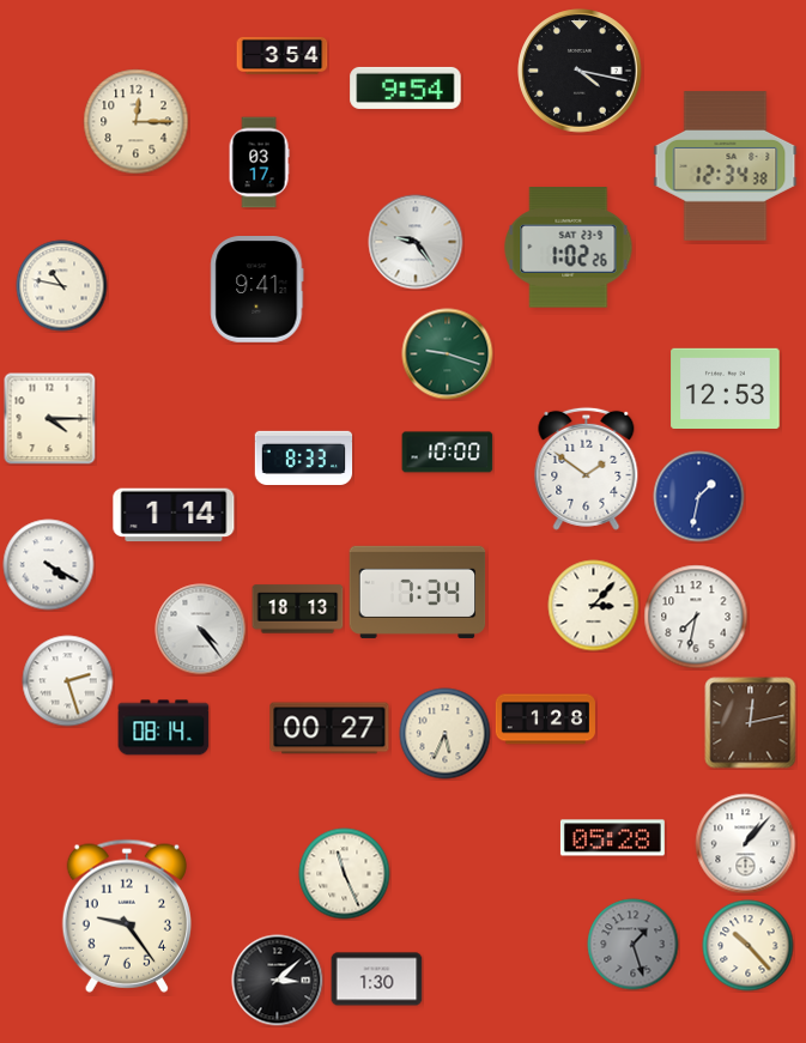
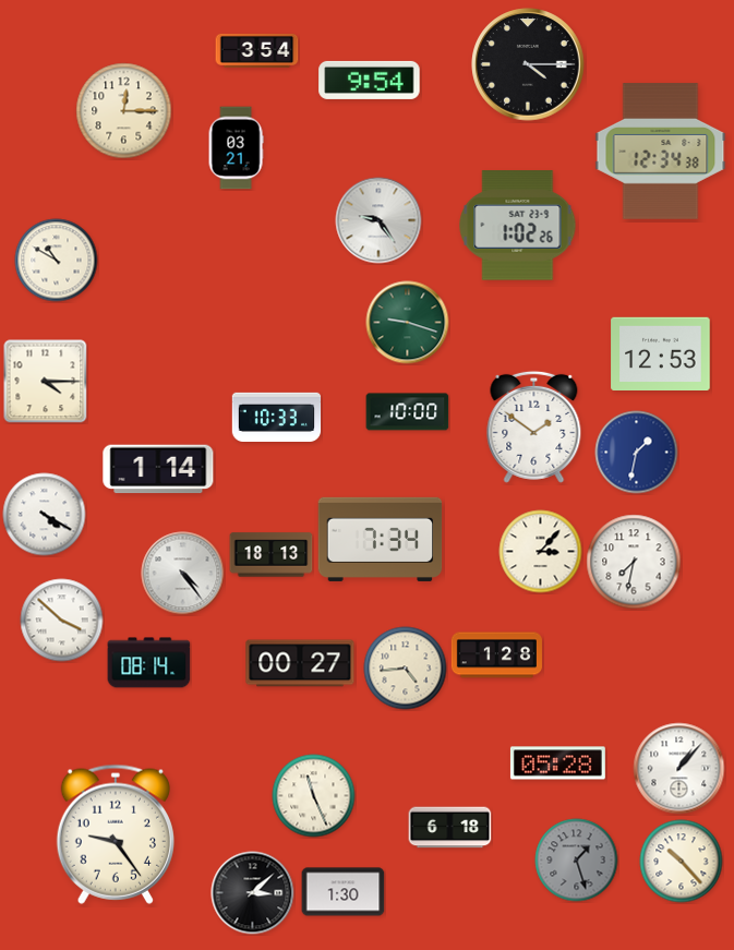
clock at (580, 71): 4:17 -> 4:15
clock at (259, 163): 03:17 -> 03:21
clock at (62, 286): 10:47 -> 10:50
clock at (257, 290): 9:41 -> none
clock at (304, 459): 8:33 -> 10:33
clock at (68, 681): 2:27 -> 3:52
clock at (751, 723): 12:13 -> none
clock at (446, 734): 5:34 -> 4:44
clock at (450, 828): none -> 6:18
